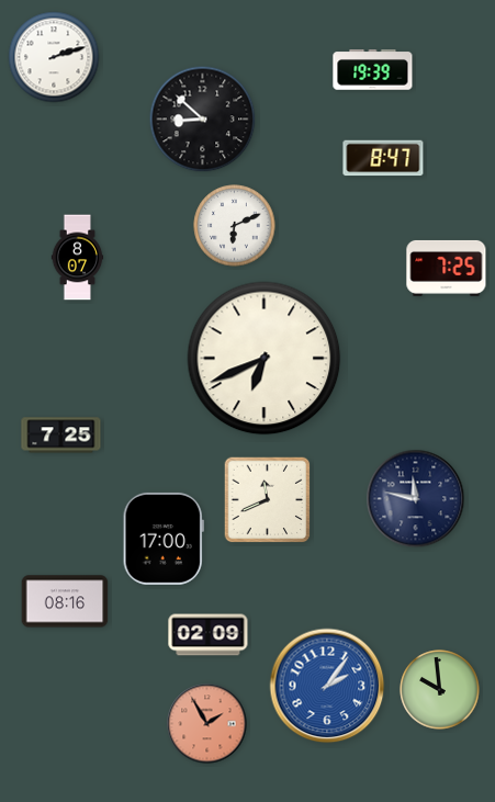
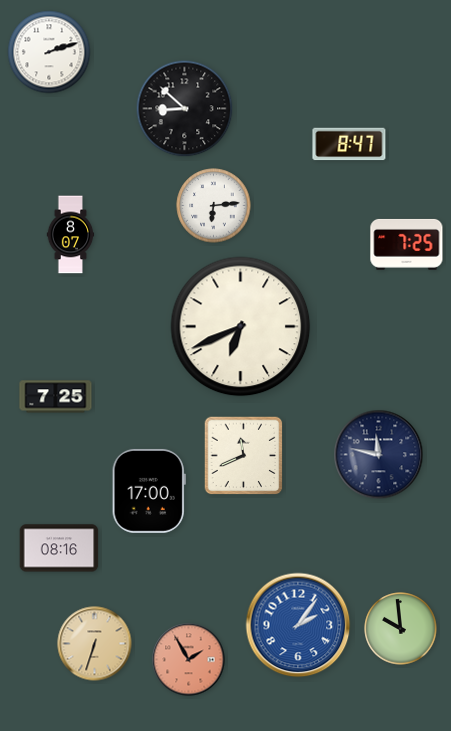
clock at (373, 70): 19:39 -> none
clock at (235, 226): 6:11 -> 6:14
clock at (209, 635): 02:09 -> none
clock at (95, 644): none -> 6:33
